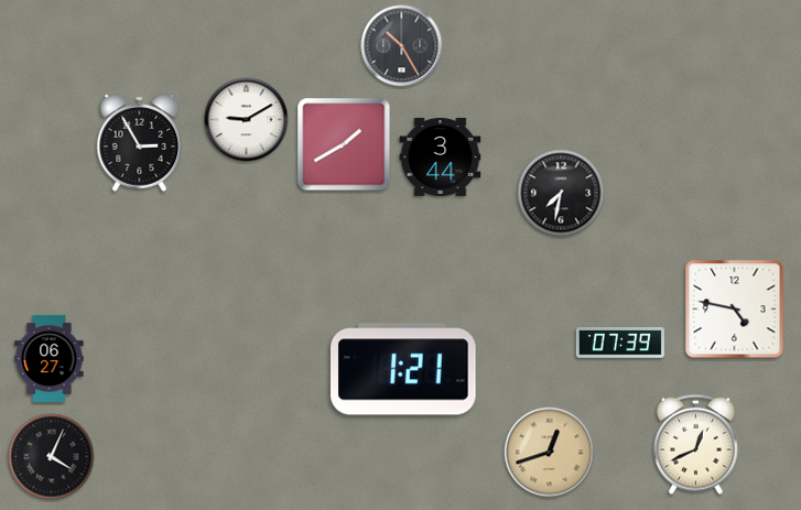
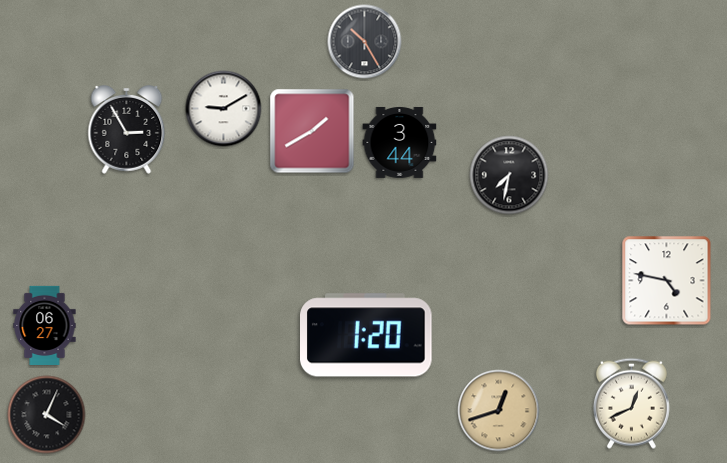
clock at (620, 344): 07:39 -> none
clock at (403, 369): 1:21 -> 1:20
